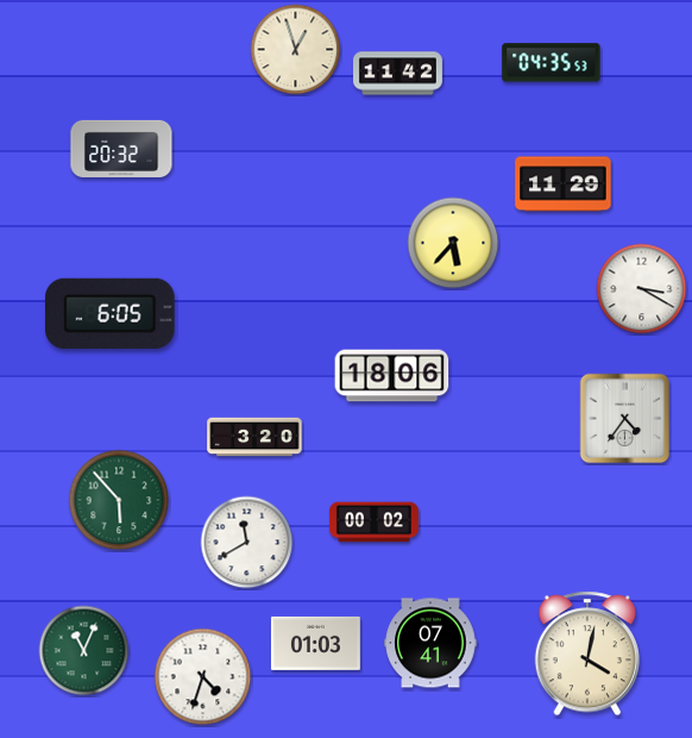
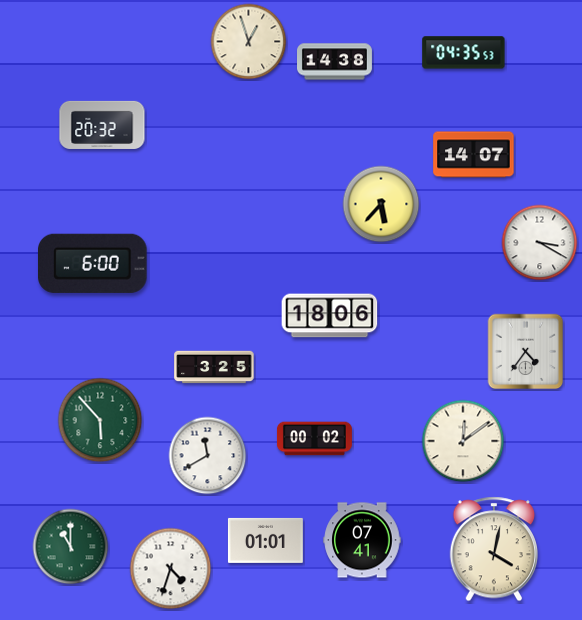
clock at (398, 74): 11:42 -> 14:38
clock at (564, 185): 11:29 -> 14:07
clock at (111, 313): 6:05 -> 6:00
clock at (254, 437): 3:20 -> 3:25
clock at (463, 441): none -> 12:09
clock at (315, 643): 01:03 -> 01:01
clock at (84, 651): 11:04 -> 11:00
